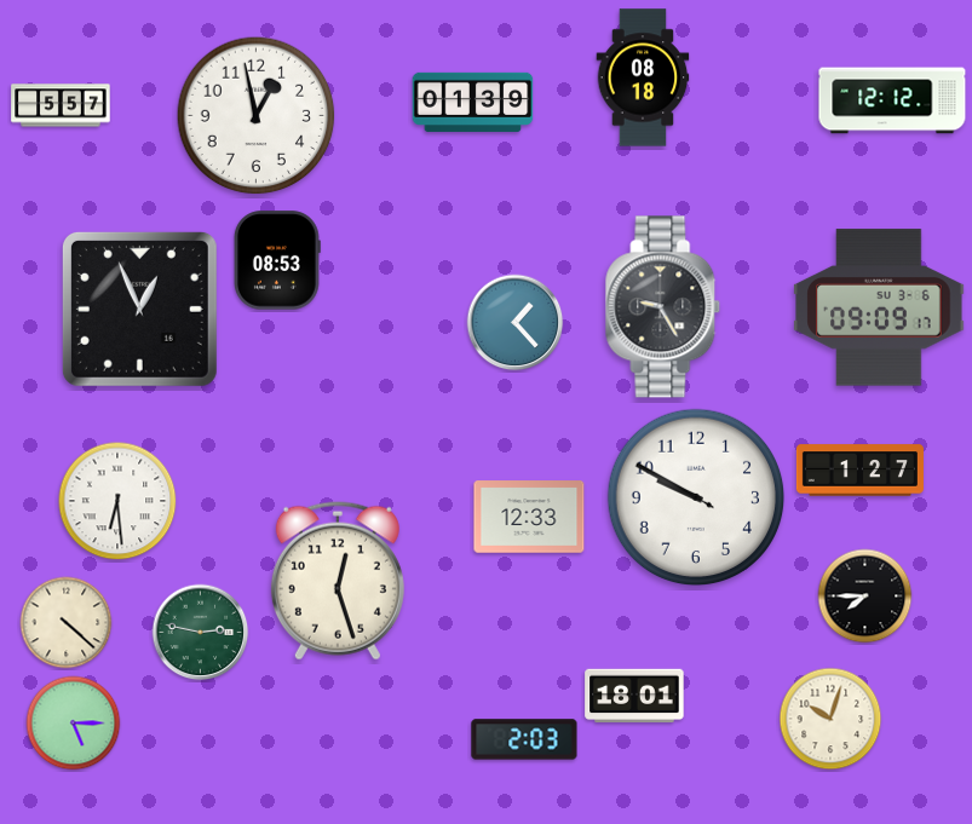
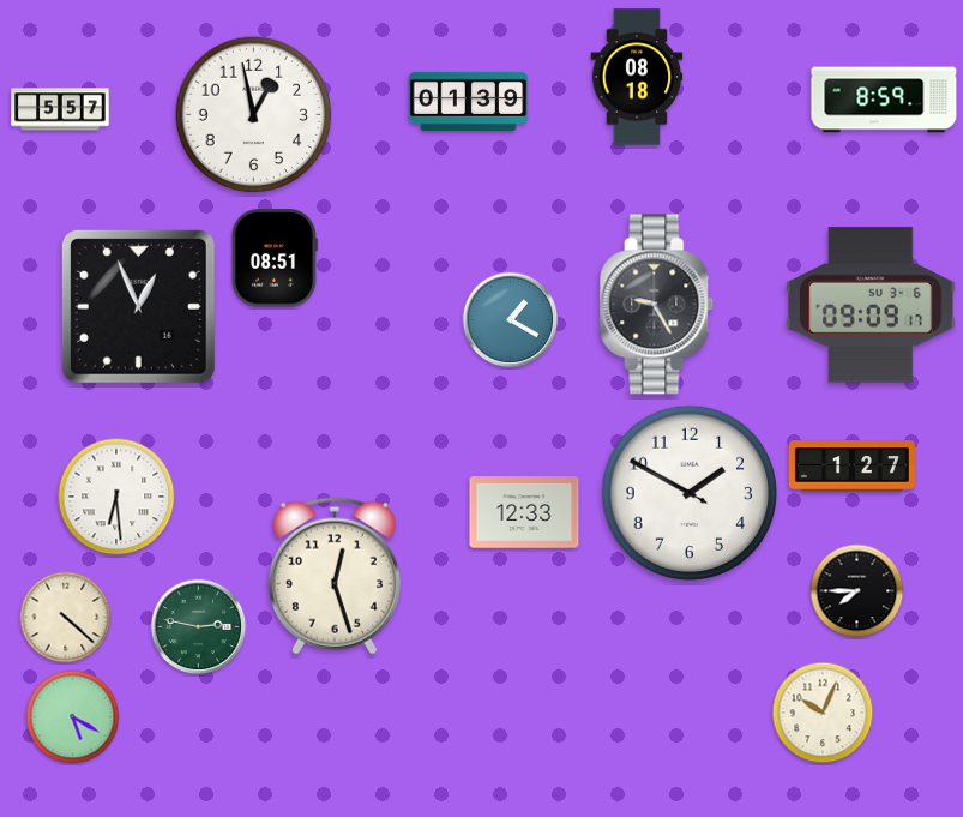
clock at (892, 100): 12:12 -> 8:59
clock at (61, 105) position: (61, 105) -> (60, 109)
clock at (277, 260): 08:53 -> 08:51
clock at (516, 323): 1:23 -> 1:20
clock at (696, 497): 9:49 -> 1:49
clock at (634, 696): 18:01 -> none
clock at (830, 719): 10:03 -> 10:04
clock at (74, 724): 5:15 -> 5:20
clock at (524, 739): 2:03 -> none
